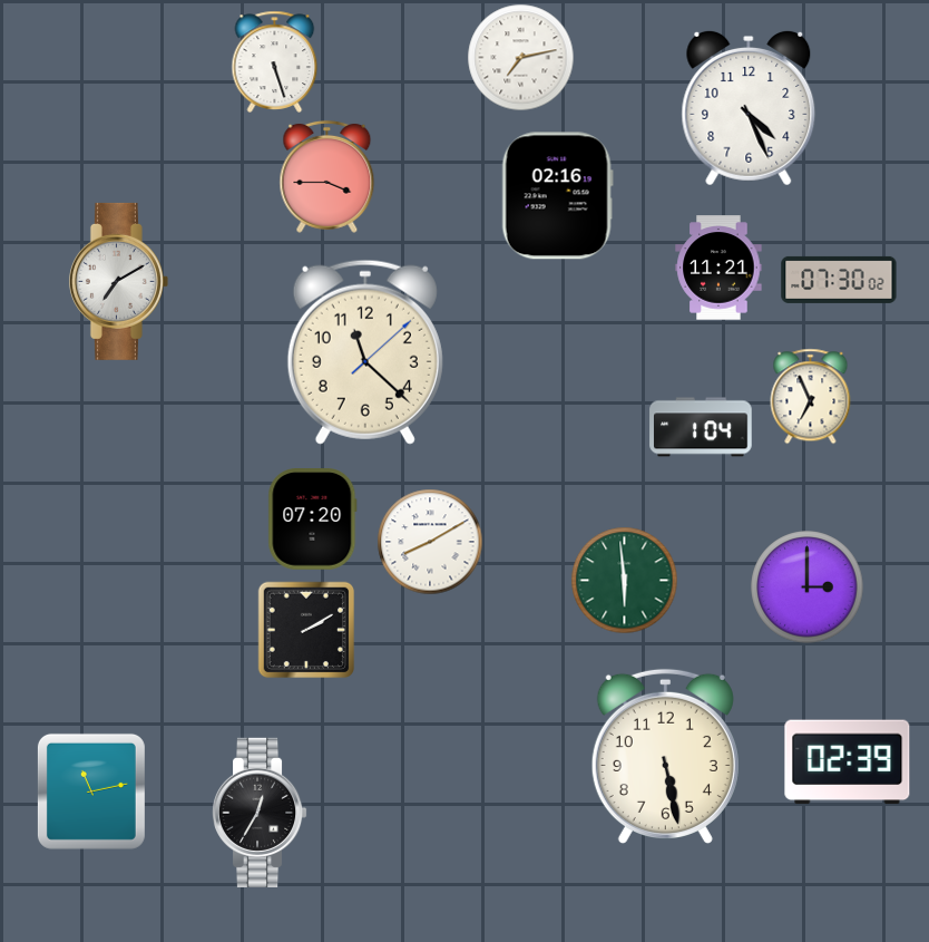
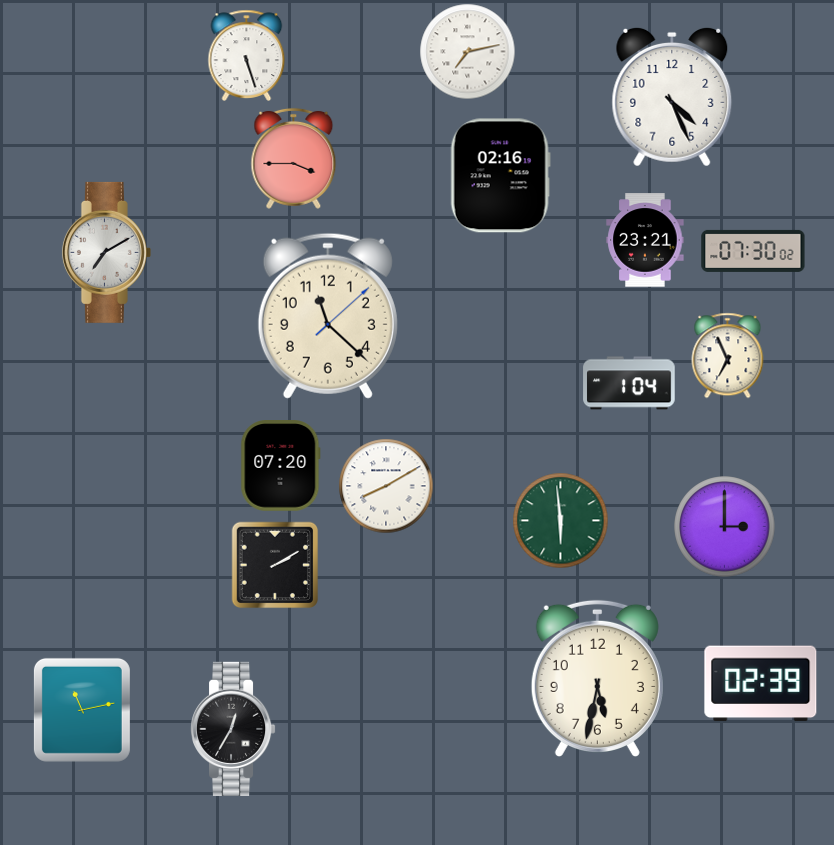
clock at (718, 268): 11:21 -> 23:21
clock at (665, 756): 5:28 -> 5:32
